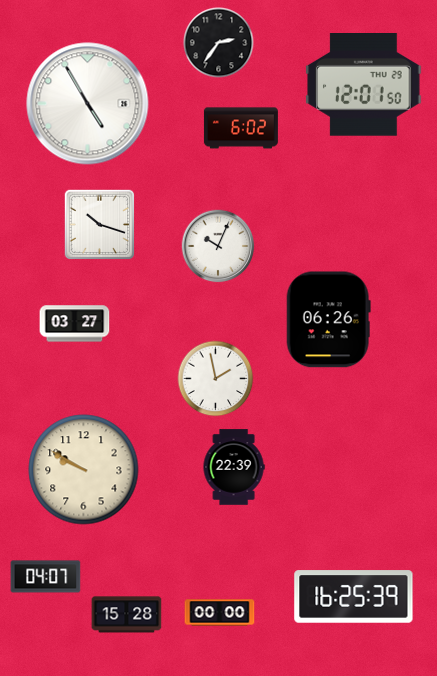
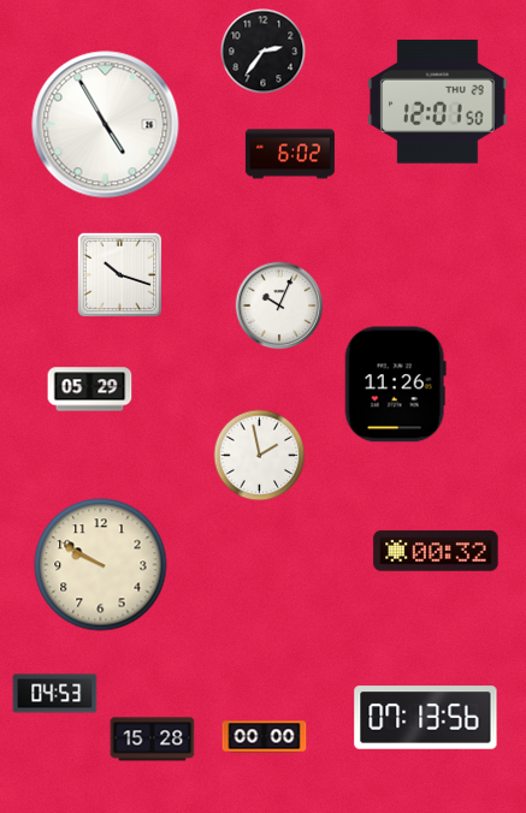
clock at (100, 225) position: (100, 225) -> (120, 275)
clock at (218, 246) position: (218, 246) -> (279, 305)
clock at (328, 320): 06:26 -> 11:26
clock at (75, 324): 03:27 -> 05:29
clock at (436, 551): none -> 00:32
clock at (234, 467): 22:39 -> none
clock at (46, 577): 04:07 -> 04:53
clock at (354, 597): 16:25 -> 07:13
